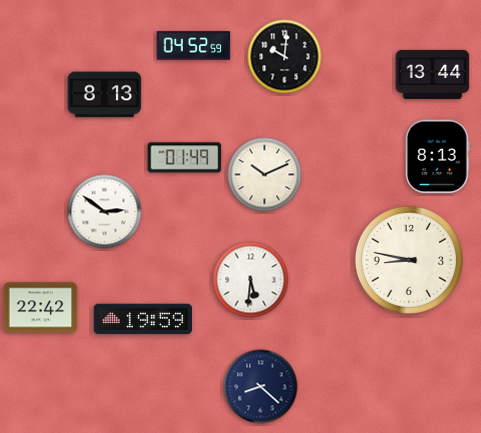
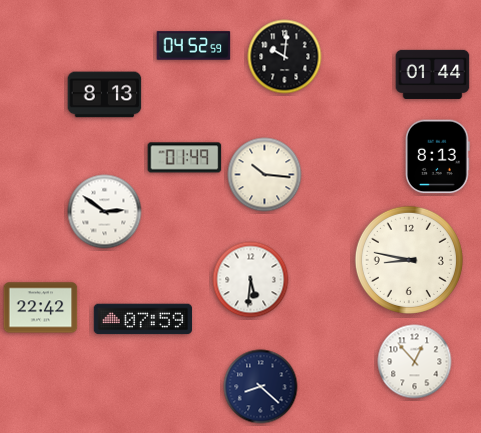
clock at (433, 74): 13:44 -> 01:44
clock at (265, 175): 10:11 -> 10:16
clock at (143, 319): 19:59 -> 07:59
clock at (415, 362): none -> 12:53
